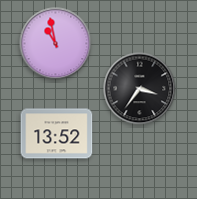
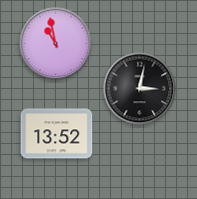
clock at (140, 89): 3:36 -> 3:02
